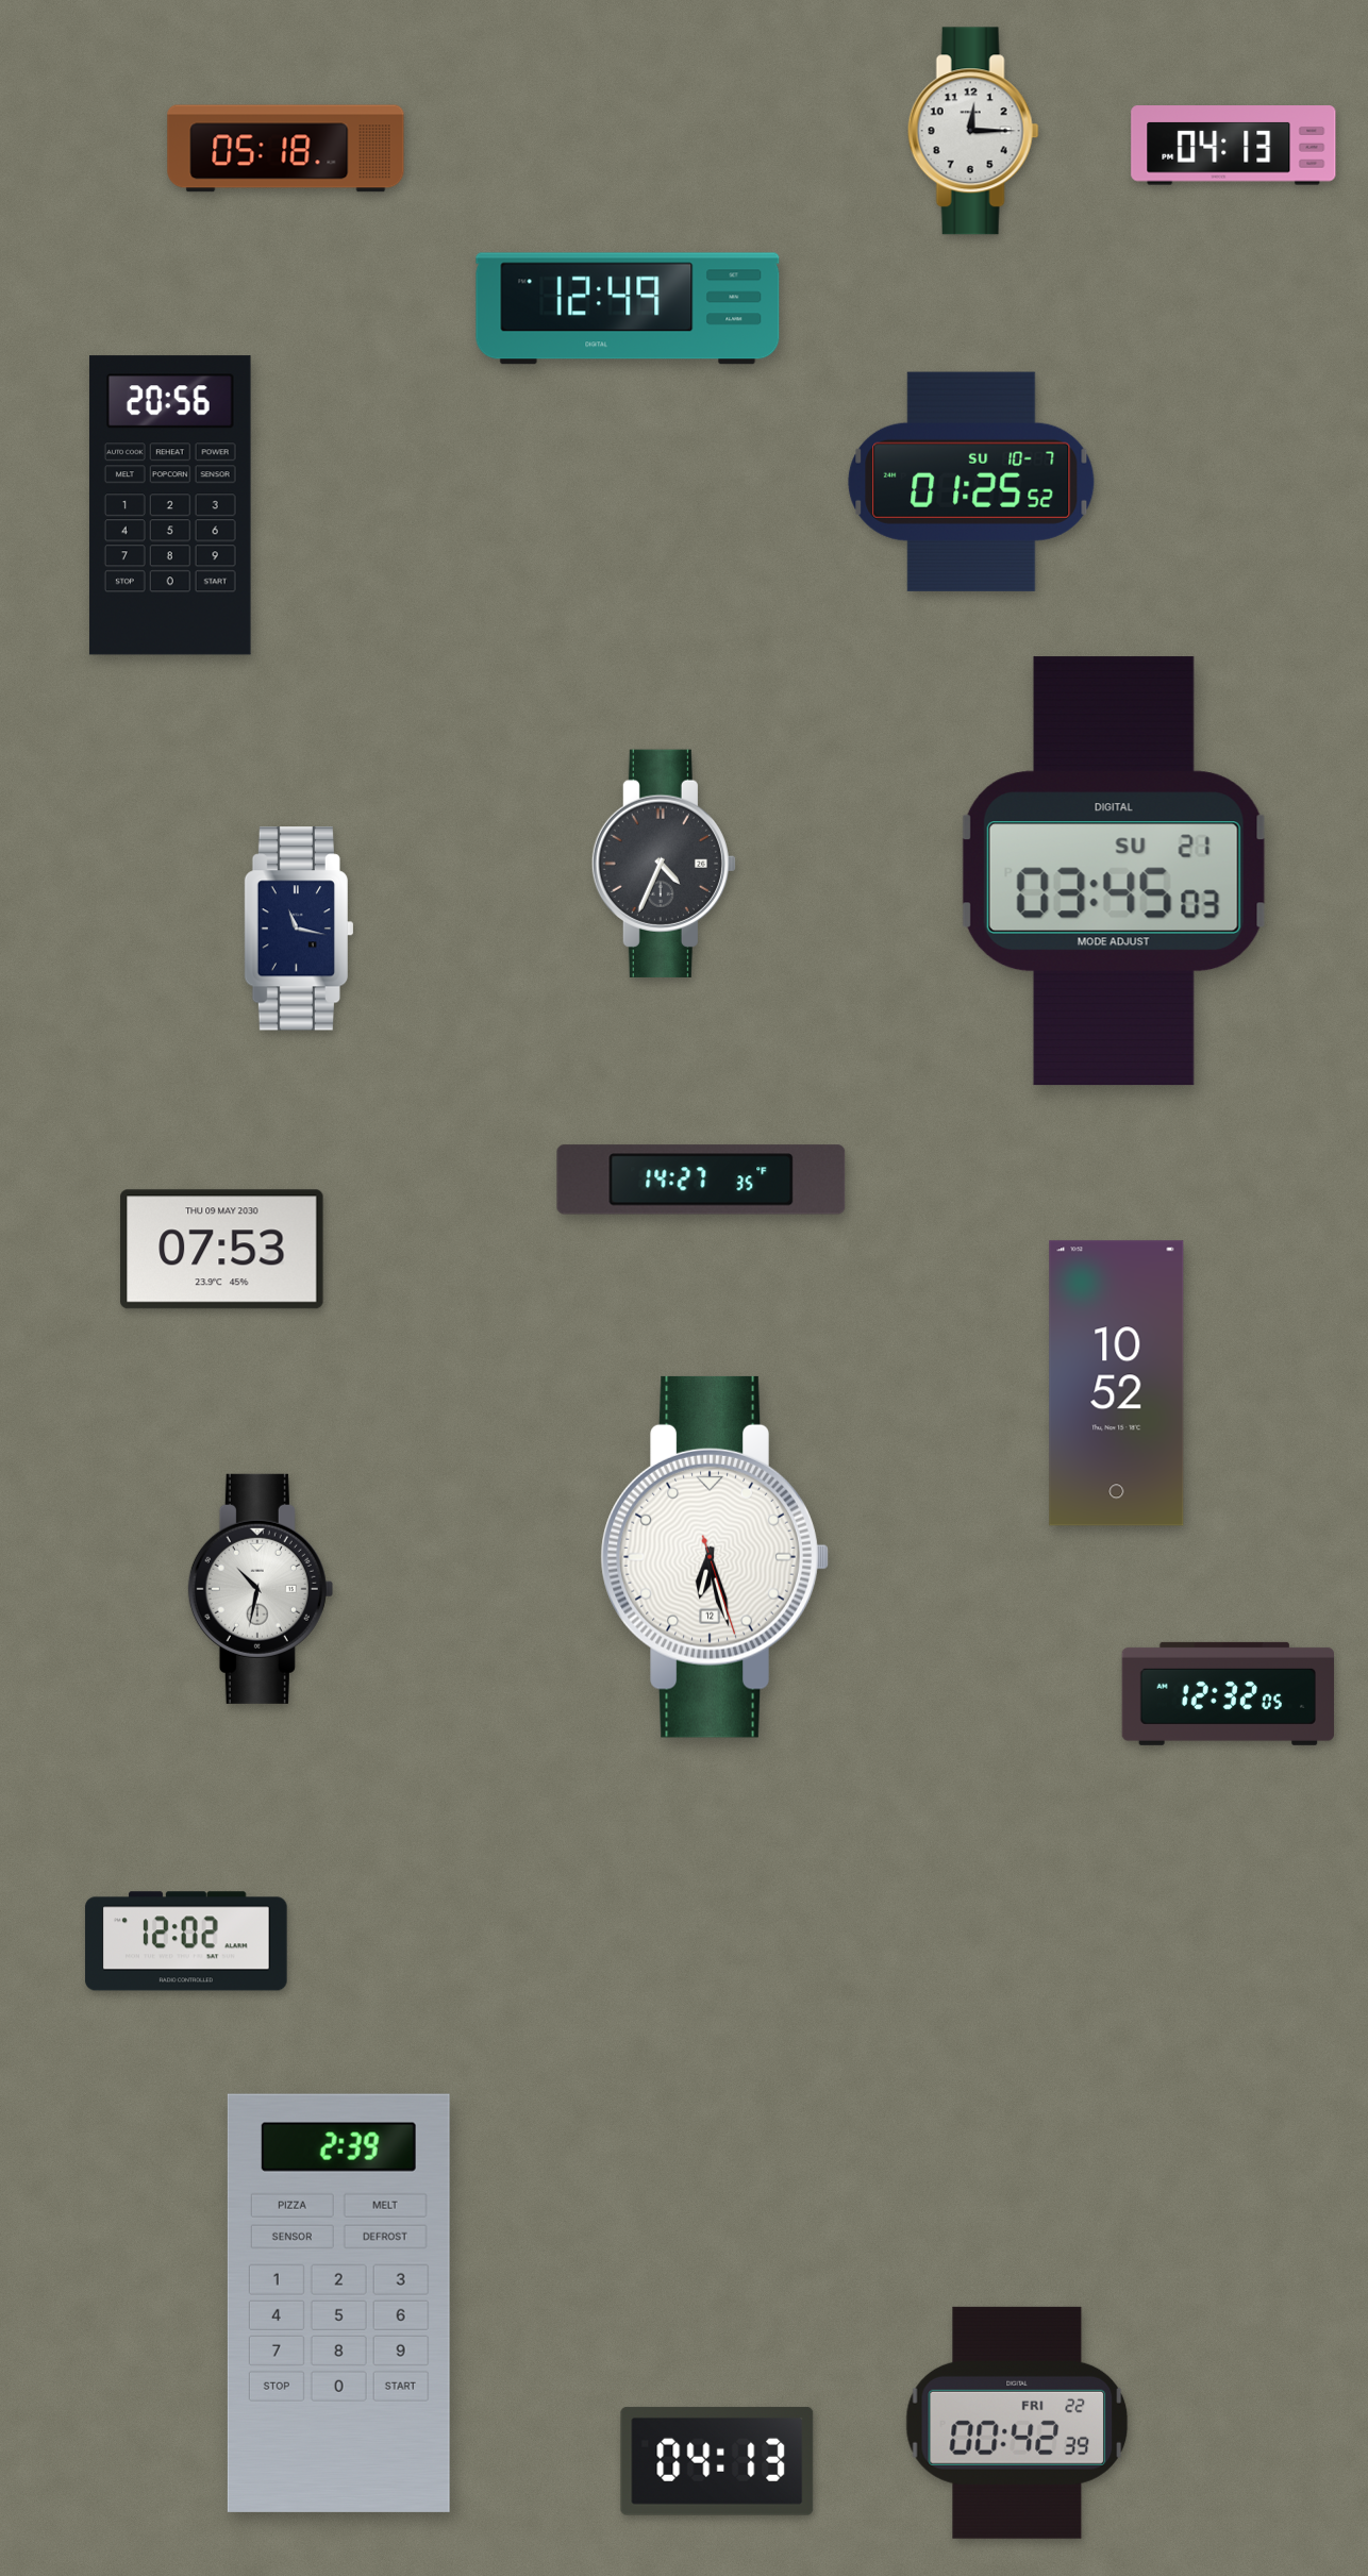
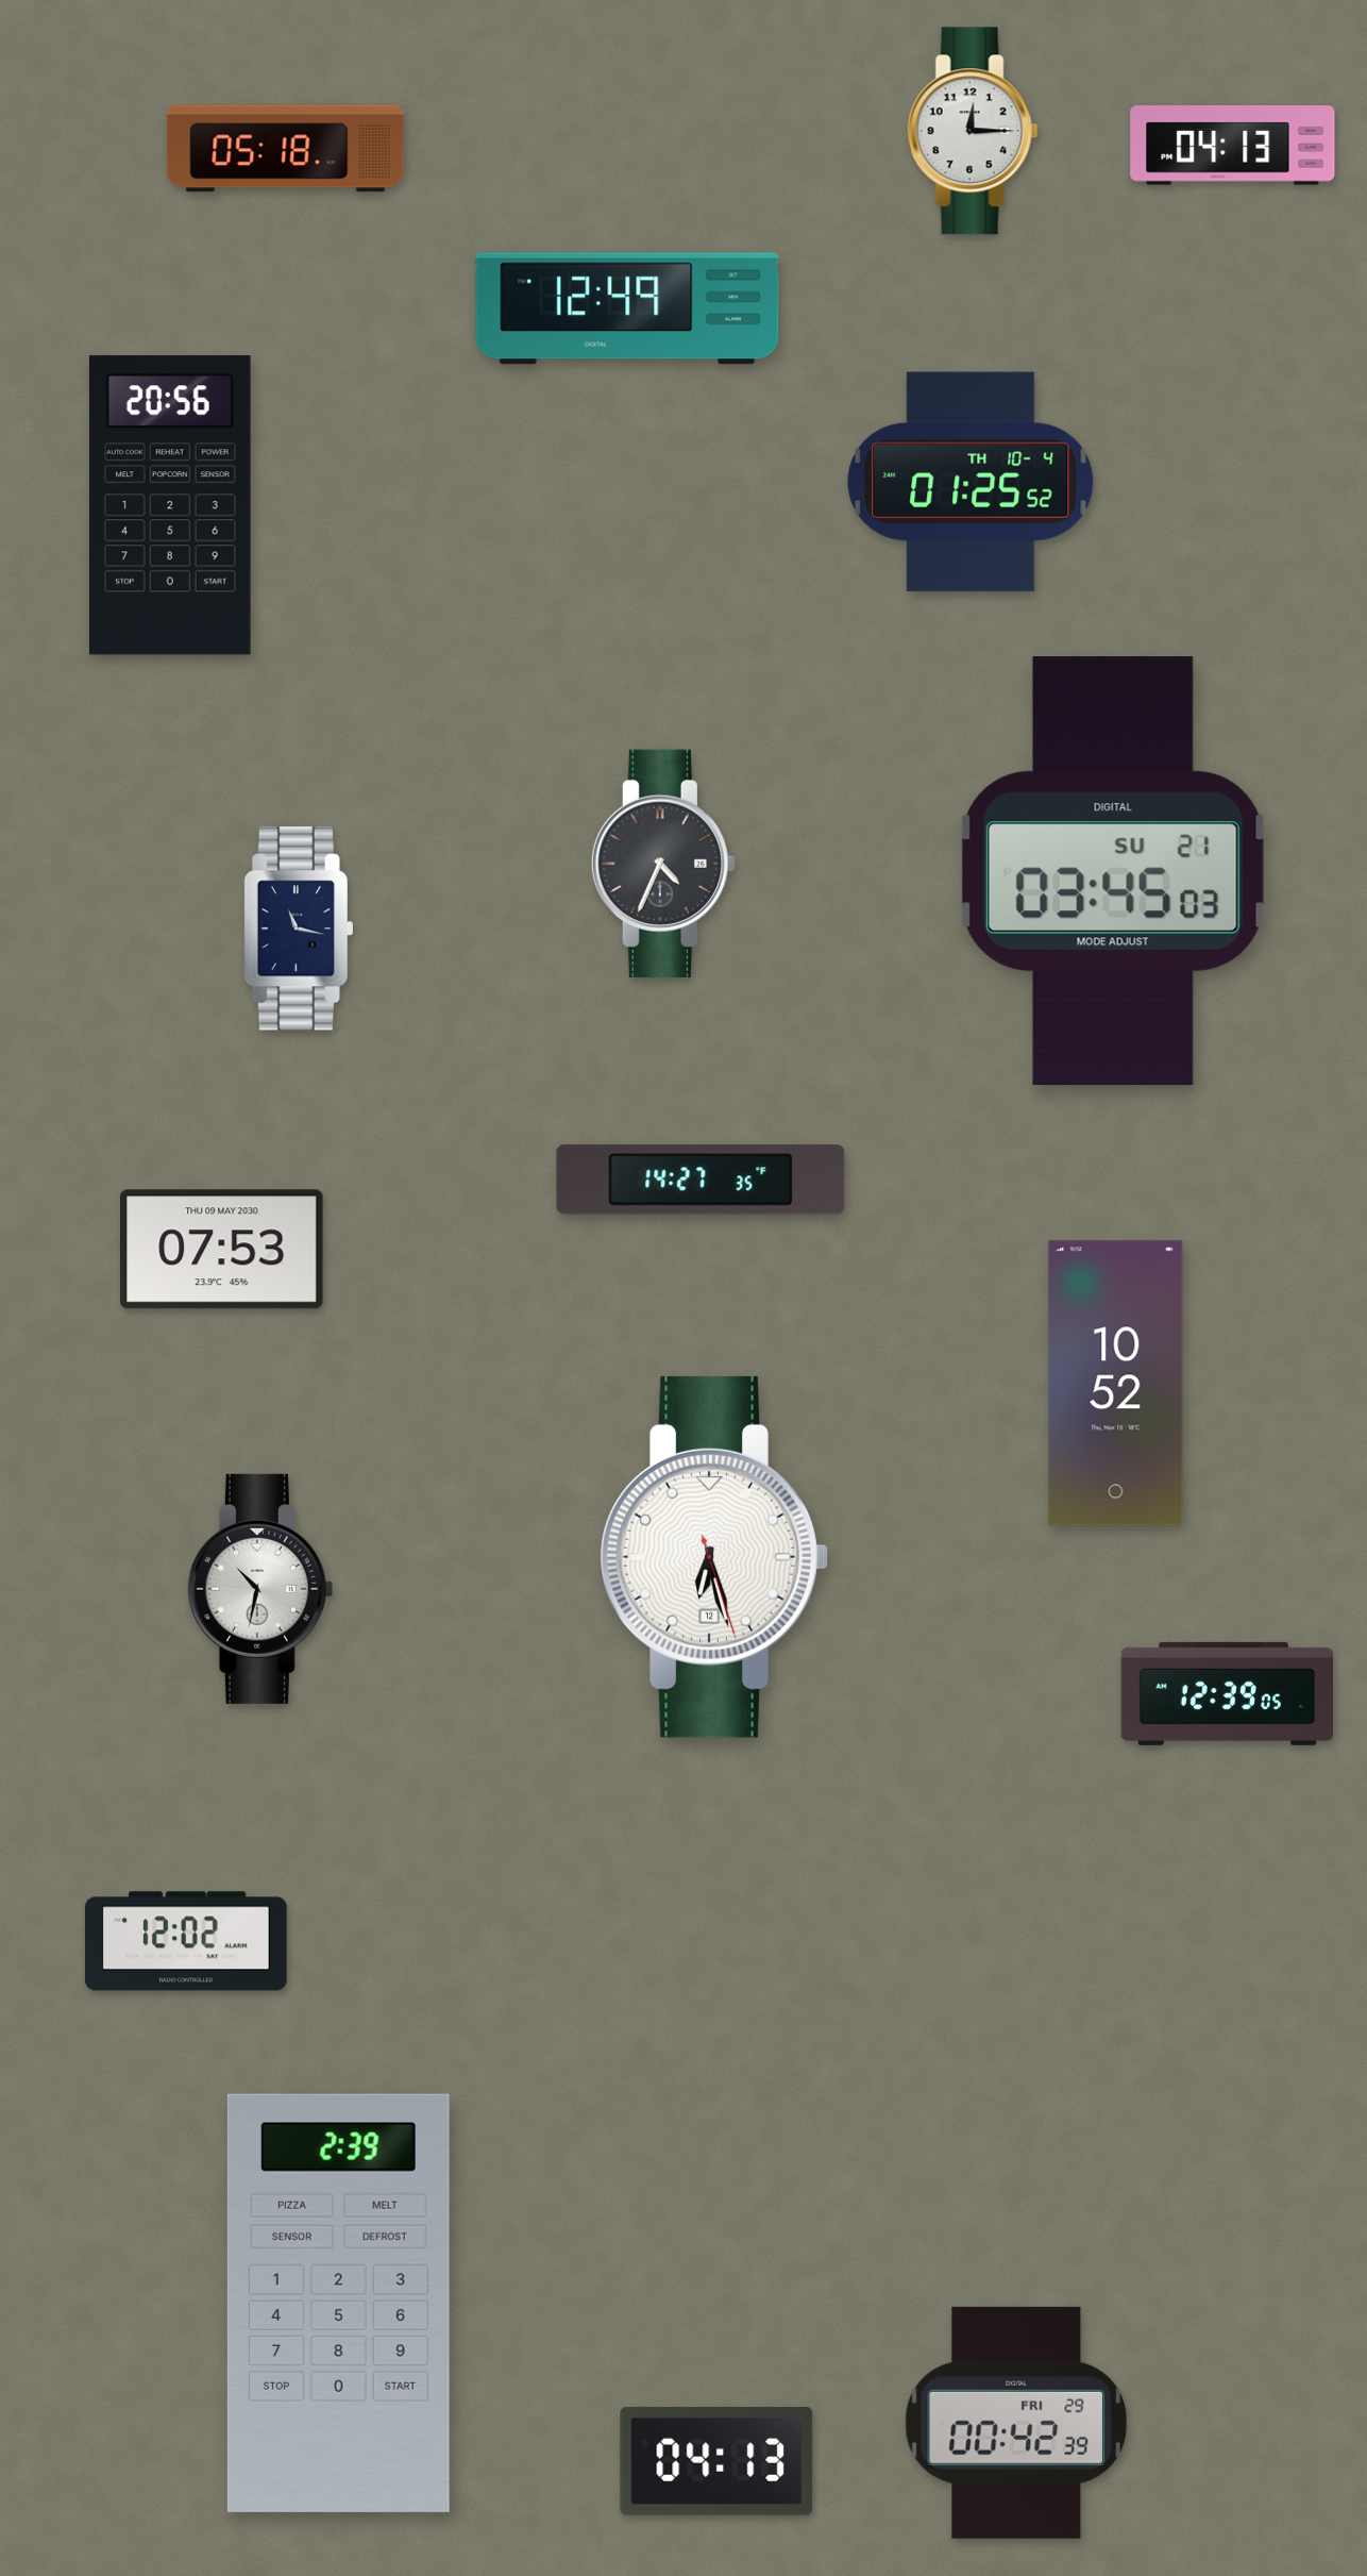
clock at (971, 482) date: SU 10-7 -> TH 10-4
clock at (1228, 1693): 12:32 -> 12:39
clock at (1017, 2423) date: FRI 22 -> FRI 29
